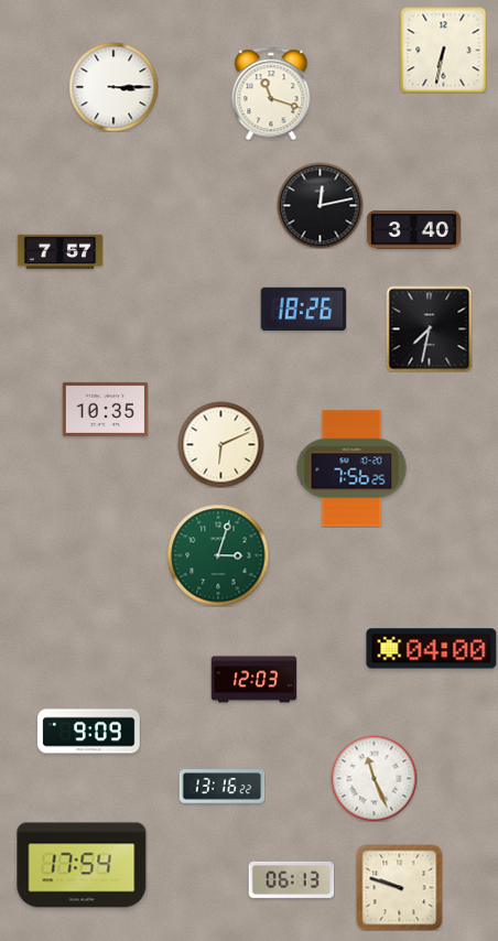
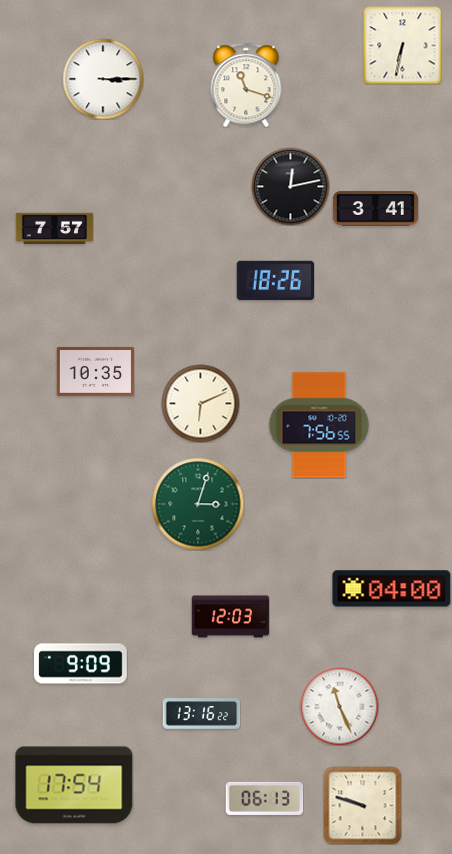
clock at (413, 230): 3:40 -> 3:41
clock at (429, 328): 7:32 -> none
clock at (351, 468): 7:56:25 -> 7:56:55
